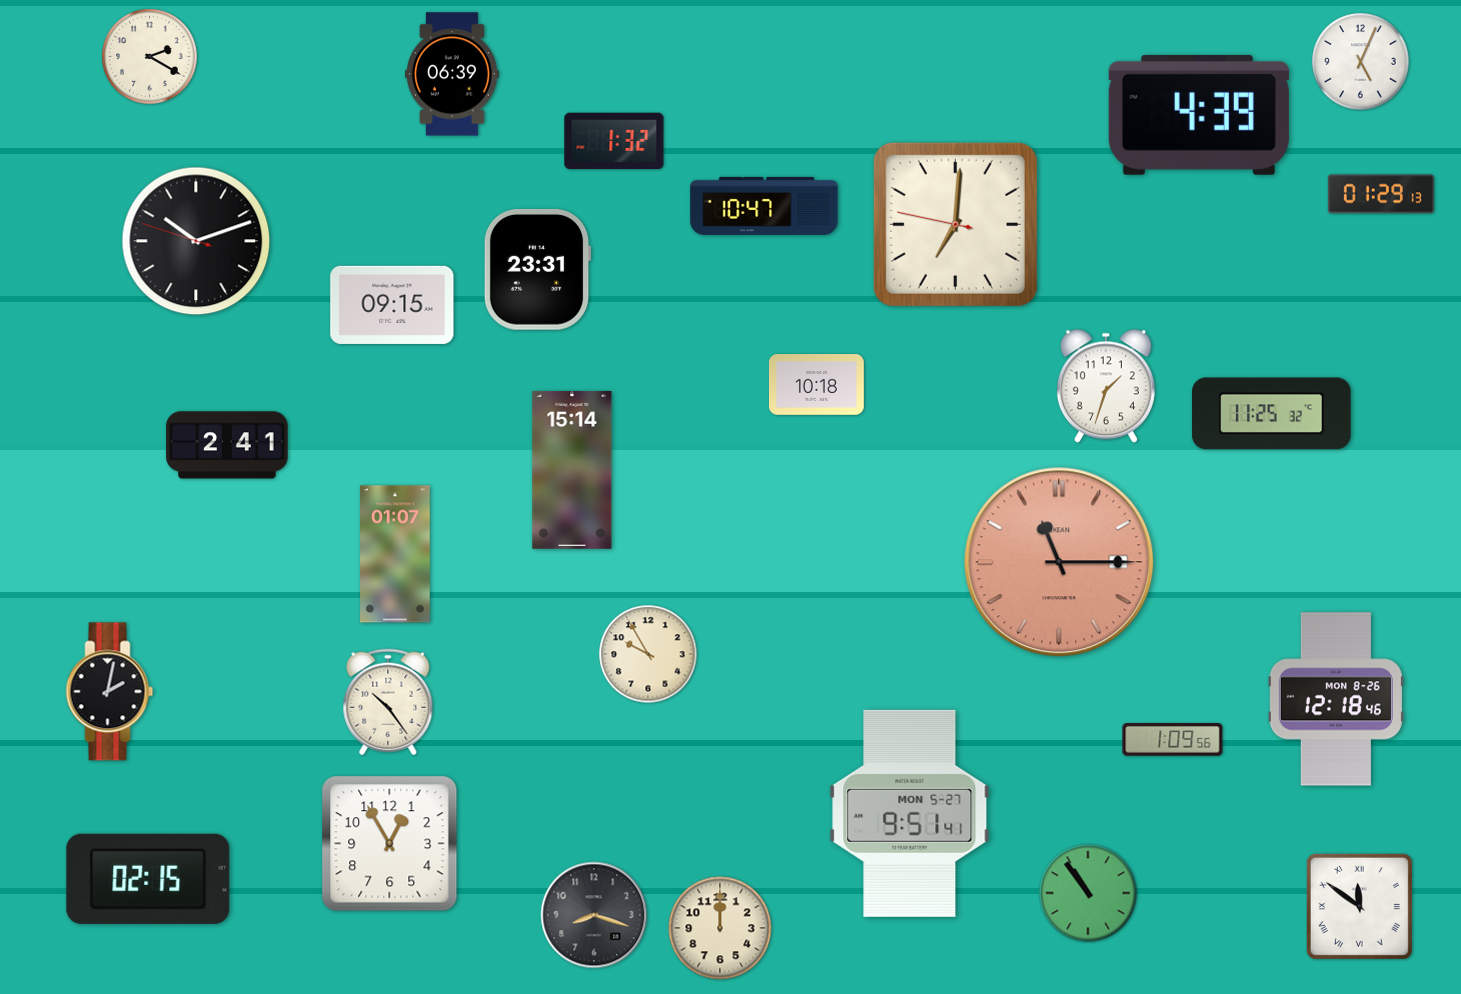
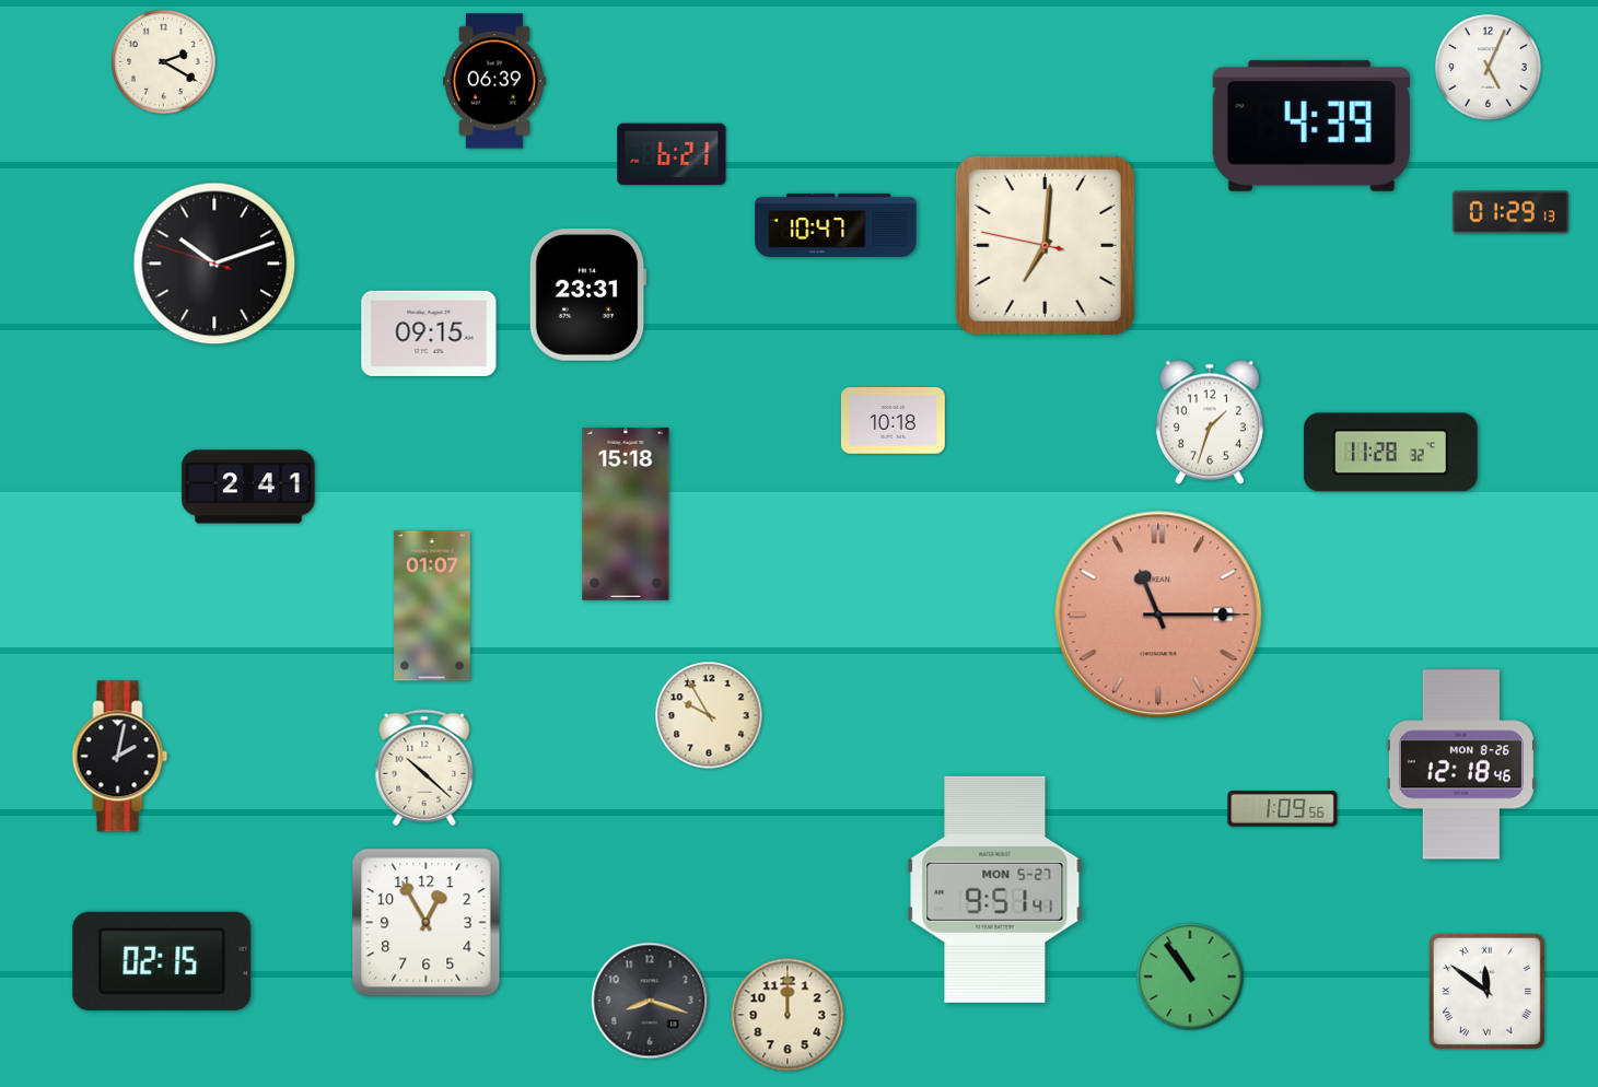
clock at (614, 141): 1:32 -> 6:21
clock at (1272, 414): 11:25 -> 11:28
clock at (572, 470): 15:14 -> 15:18
clock at (388, 702): 10:24 -> 10:22
